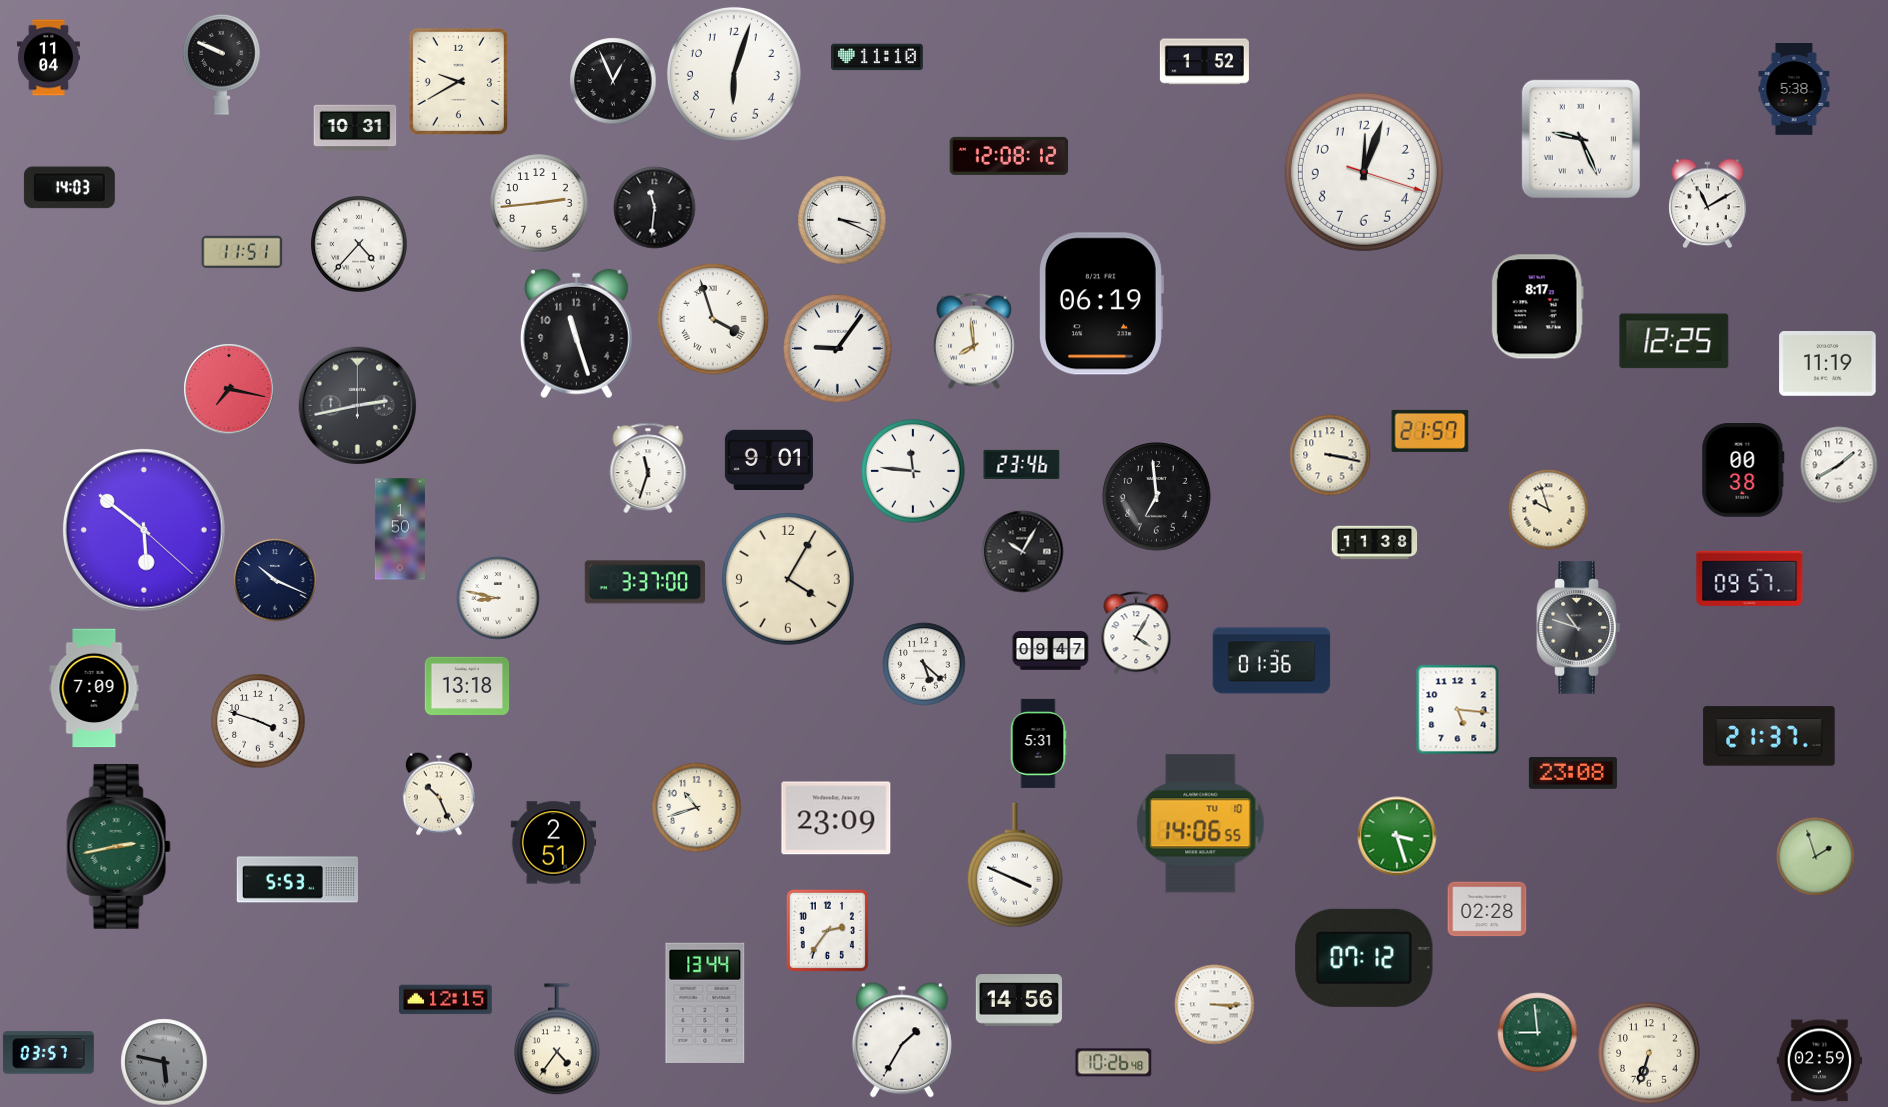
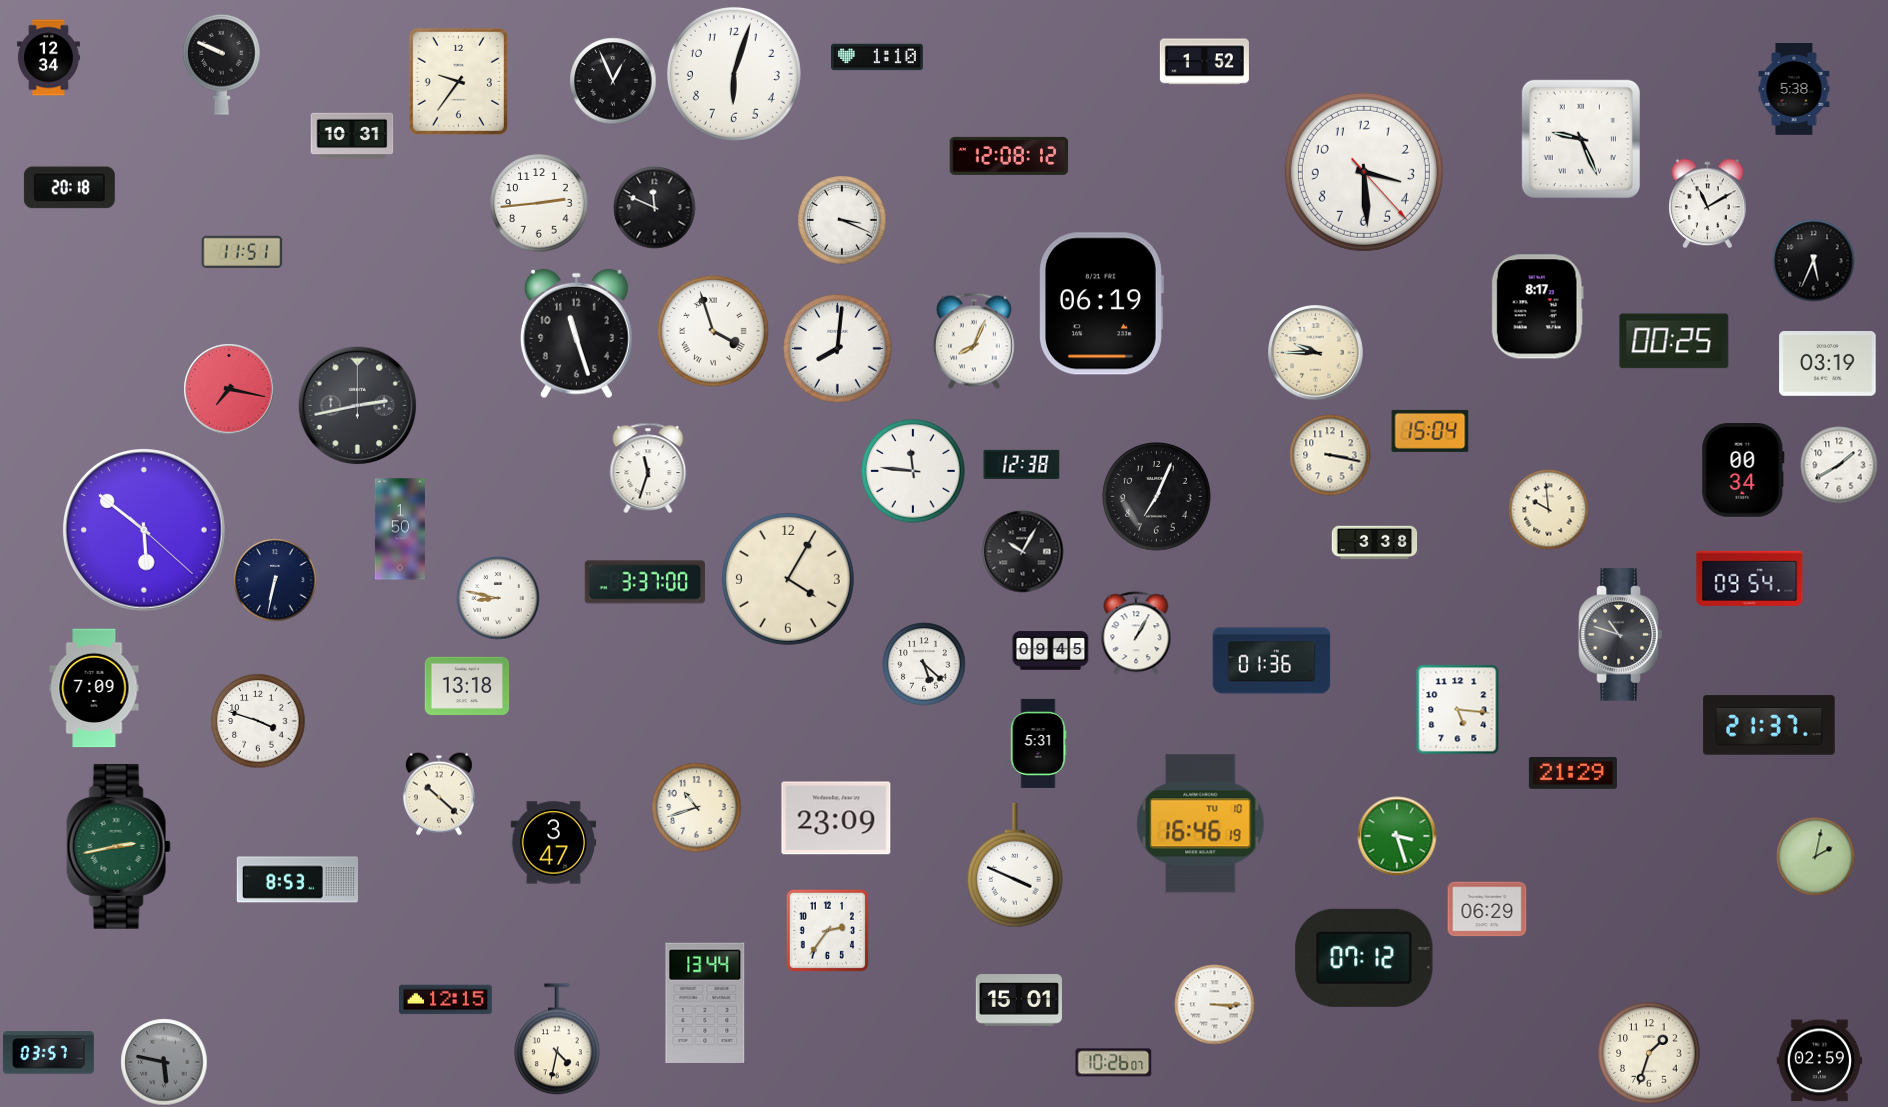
clock at (878, 57): 11:10 -> 1:10
clock at (48, 58): 11:04 -> 12:34
clock at (458, 81): 9:40 -> 9:36
clock at (355, 128) position: (355, 128) -> (352, 136)
clock at (1364, 172): 12:03 -> 3:29
clock at (69, 188): 14:03 -> 20:18
clock at (655, 208): 11:31 -> 11:49
clock at (359, 244): 4:37 -> none
clock at (1814, 261): none -> 5:34
clock at (713, 319) position: (713, 319) -> (713, 331)
clock at (974, 341): 7:59 -> 8:04
clock at (1674, 341): 12:25 -> 00:25
clock at (838, 349): 9:06 -> 8:01
clock at (1316, 353): none -> 9:45
clock at (1828, 364): 11:19 -> 03:19
clock at (1430, 431): 21:57 -> 15:04
clock at (769, 460): 9:01 -> none
clock at (1022, 464): 23:46 -> 12:38
clock at (1743, 471): 00:38 -> 00:34
clock at (1157, 497): 6:59 -> 7:04
clock at (1549, 510): 9:57 -> 9:59
clock at (1375, 543): 11:38 -> 3:38
clock at (1750, 578): 09:57 -> 09:54
clock at (275, 580): 10:19 -> 6:32
clock at (1579, 628) position: (1579, 628) -> (1621, 635)
clock at (1136, 633): 4:05 -> 1:05
clock at (1051, 651): 09:47 -> 09:45
clock at (1769, 736) position: (1769, 736) -> (1769, 725)
clock at (1573, 773): 23:08 -> 21:29
clock at (439, 794): 10:26 -> 10:22
clock at (1201, 824): 14:06 -> 16:46
clock at (554, 843): 2:51 -> 3:47
clock at (1816, 857): 1:57 -> 2:02
clock at (297, 880): 5:53 -> 8:53
clock at (1487, 909): 02:28 -> 06:29
clock at (1018, 1001): 14:56 -> 15:01
clock at (1538, 1033): 8:59 -> none
clock at (558, 1040): 4:36 -> 4:32
clock at (902, 1040): 1:35 -> none
clock at (1649, 1053): 6:33 -> 1:33
clock at (1114, 1063): 10:26:48 -> 10:26:07
